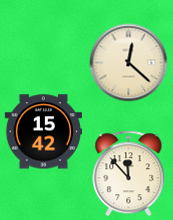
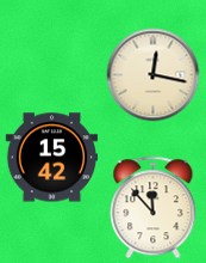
clock at (128, 62): 12:22 -> 12:17
